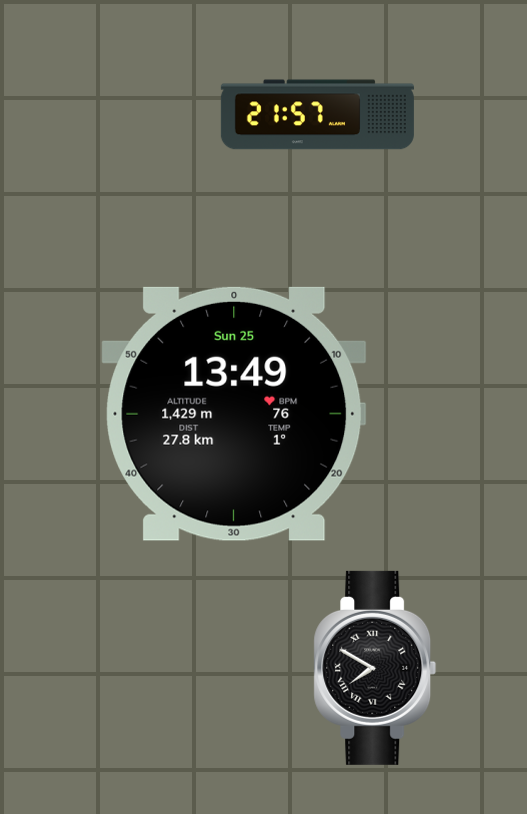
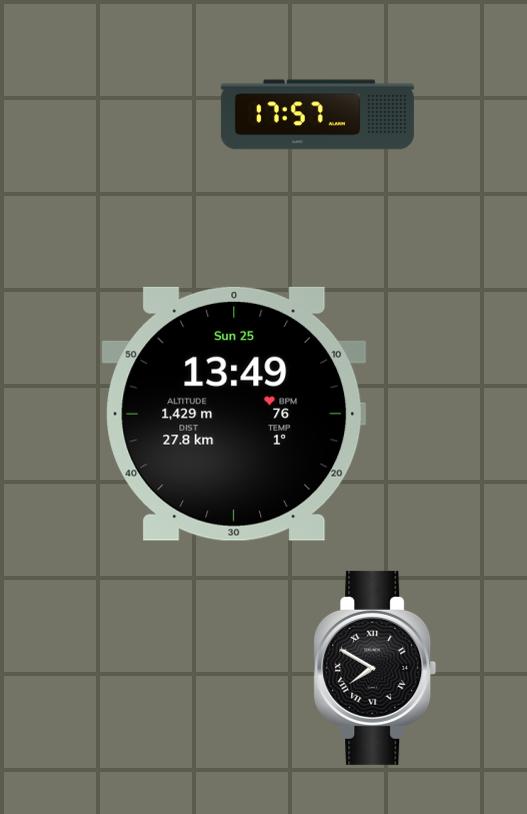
clock at (317, 115): 21:57 -> 17:57
